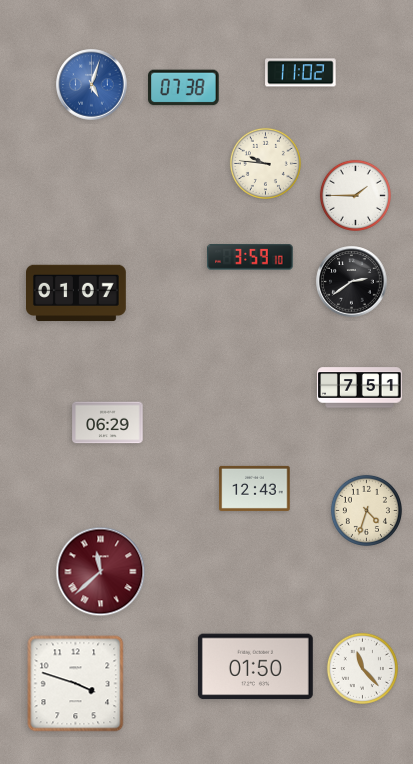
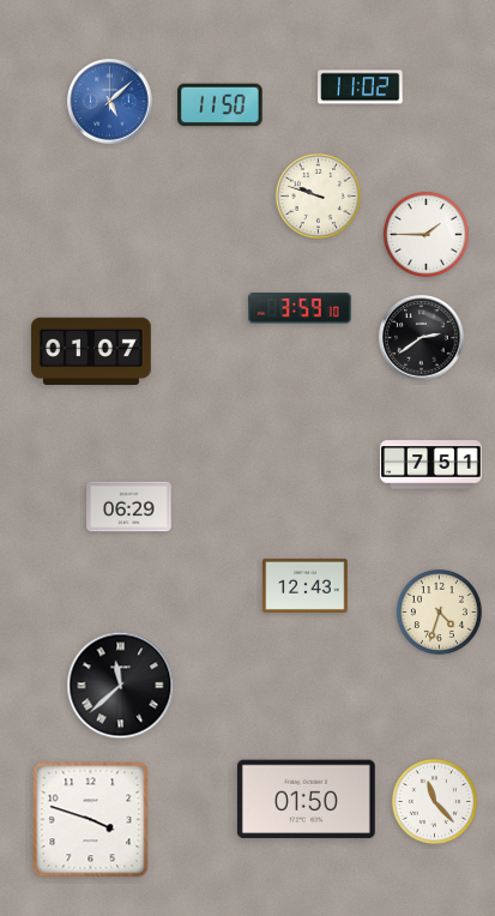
clock at (92, 85): 5:03 -> 5:08
clock at (184, 88): 07:38 -> 11:50
clock at (265, 163): 9:46 -> 9:48
clock at (101, 572) dial: burgundy -> black
